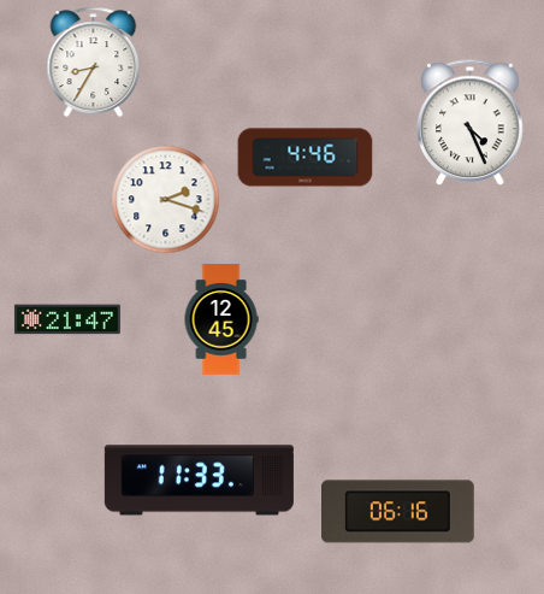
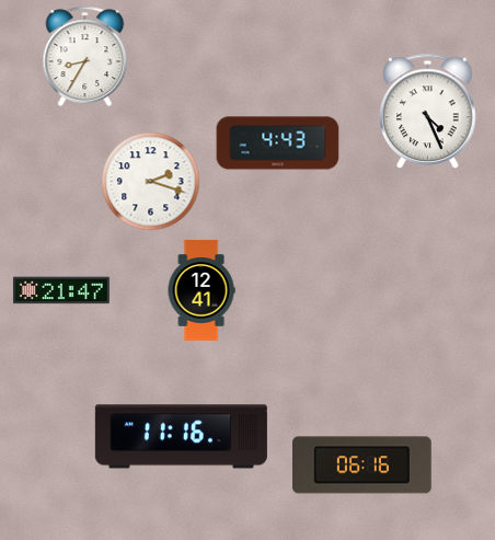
clock at (306, 158): 4:46 -> 4:43
clock at (221, 319): 12:45 -> 12:41
clock at (199, 481): 11:33 -> 11:16
